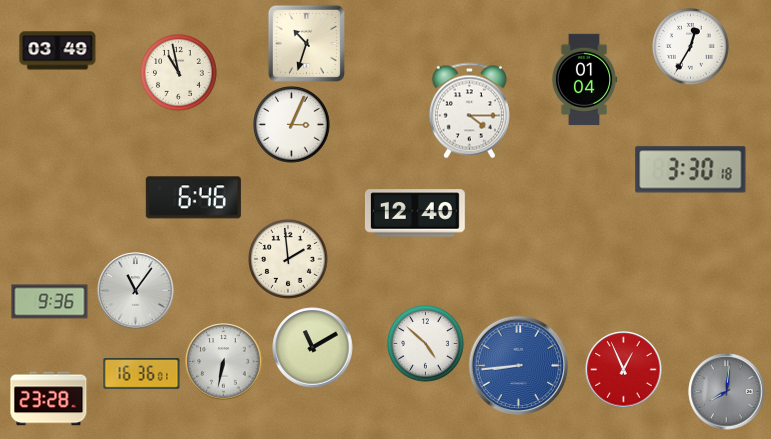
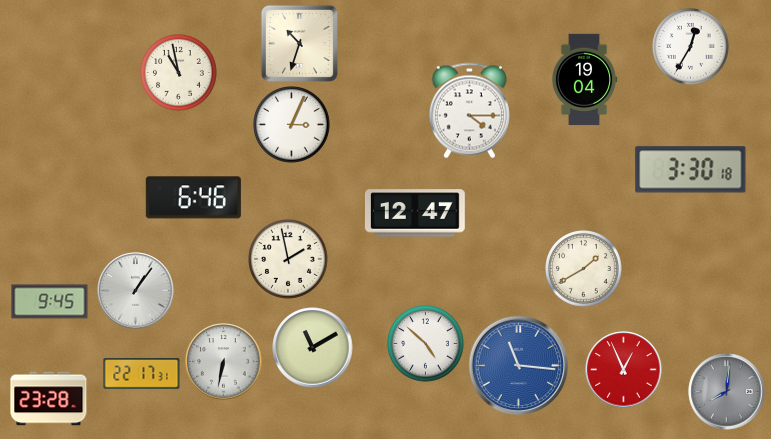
clock at (306, 43) position: (306, 43) -> (299, 43)
clock at (58, 51): 03:49 -> none
clock at (584, 80): 01:04 -> 19:04
clock at (415, 213): 12:40 -> 12:47
clock at (289, 260): 1:59 -> 1:58
clock at (584, 269): none -> 1:40
clock at (136, 291): 11:06 -> 1:06
clock at (50, 302): 9:36 -> 9:45
clock at (519, 366): 8:44 -> 11:16
clock at (142, 374): 16:36 -> 22:17
